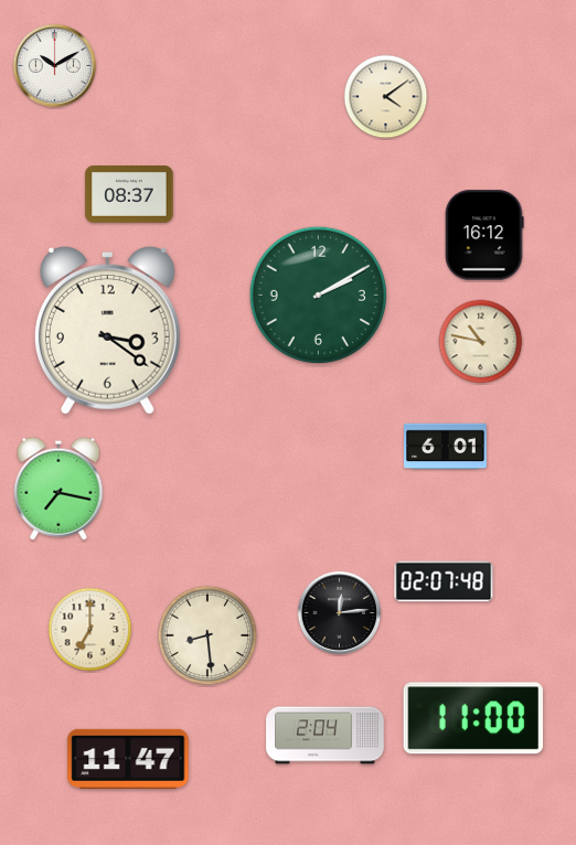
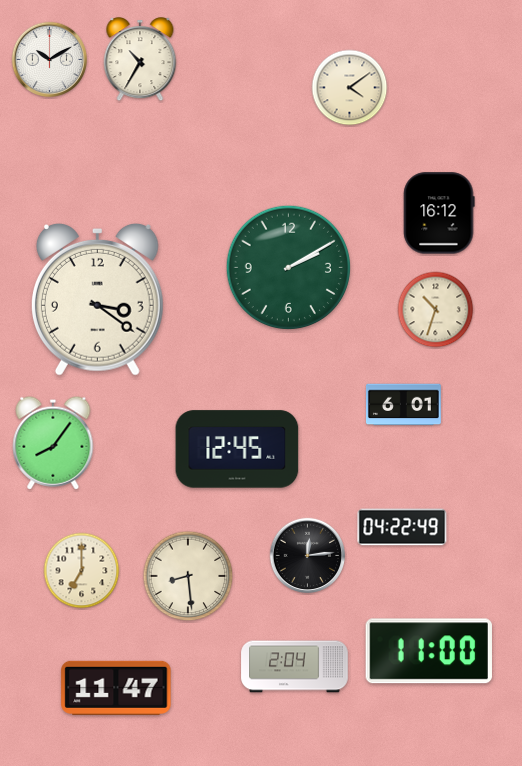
clock at (140, 60): none -> 10:35
clock at (129, 195): 08:37 -> none
clock at (481, 342): 10:47 -> 10:33
clock at (58, 489): 7:17 -> 8:06
clock at (237, 449): none -> 12:45
clock at (444, 581): 02:07 -> 04:22
